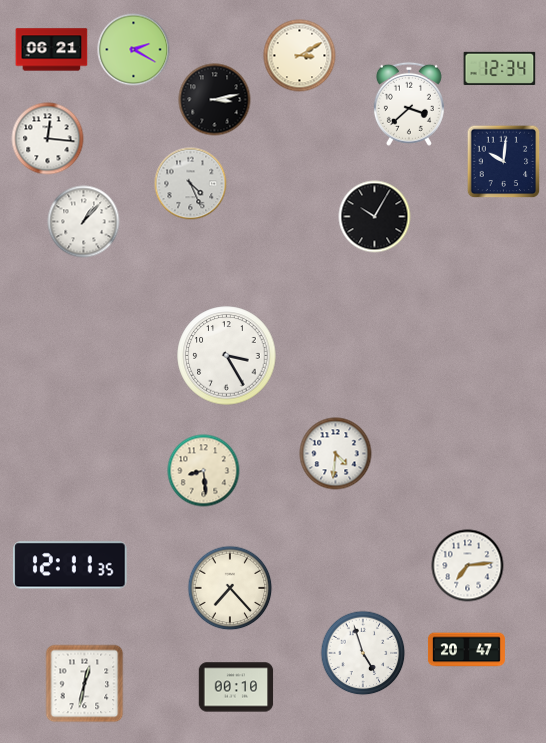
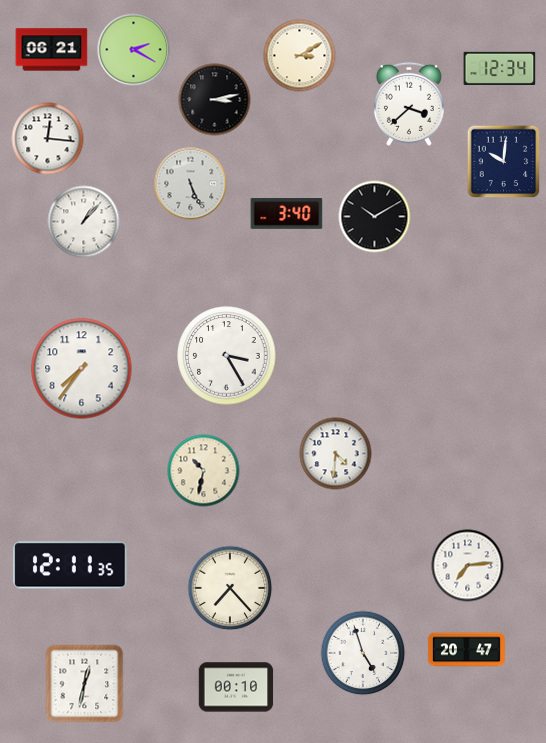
clock at (191, 184): 4:26 -> 5:26
clock at (287, 214): none -> 3:40
clock at (375, 217): 10:05 -> 10:10
clock at (82, 369): none -> 7:36
clock at (204, 471): 8:29 -> 10:32
